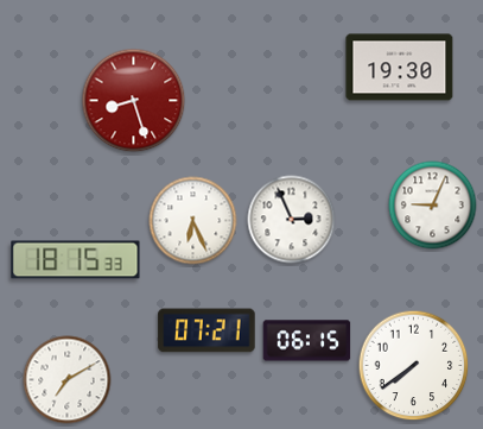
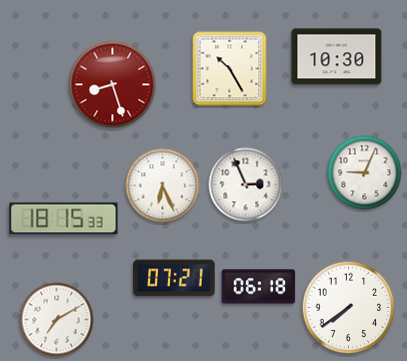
clock at (400, 68): 19:30 -> 10:30
clock at (230, 69): none -> 10:25
clock at (307, 341): 06:15 -> 06:18
